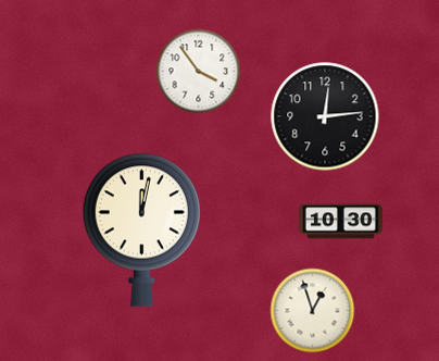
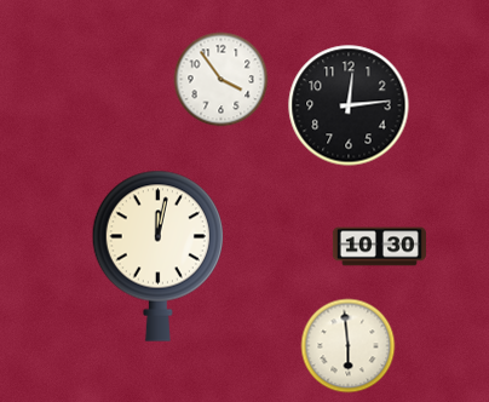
clock at (325, 116) position: (325, 116) -> (349, 105)
clock at (312, 310): 12:57 -> 5:59
